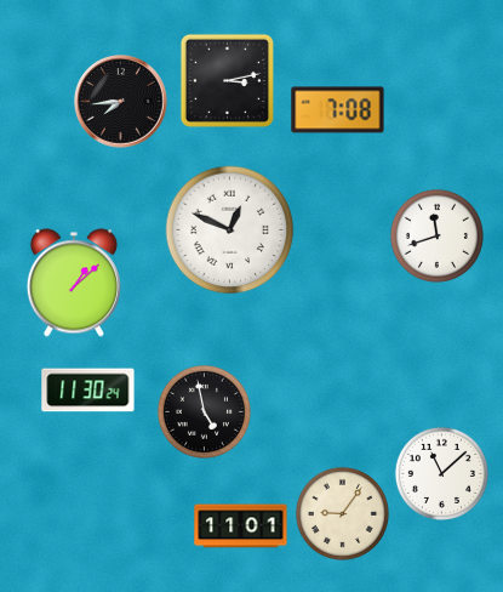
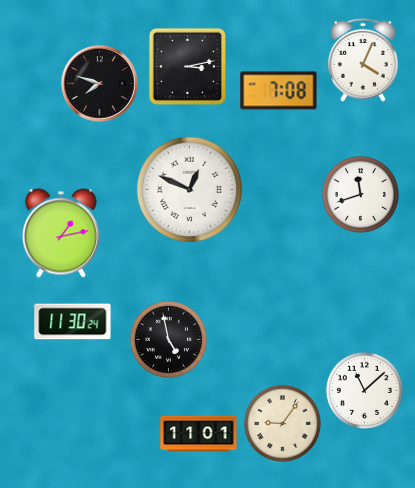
clock at (364, 60): none -> 4:04
clock at (121, 102): 7:44 -> 7:48
clock at (74, 283): 1:08 -> 1:13
